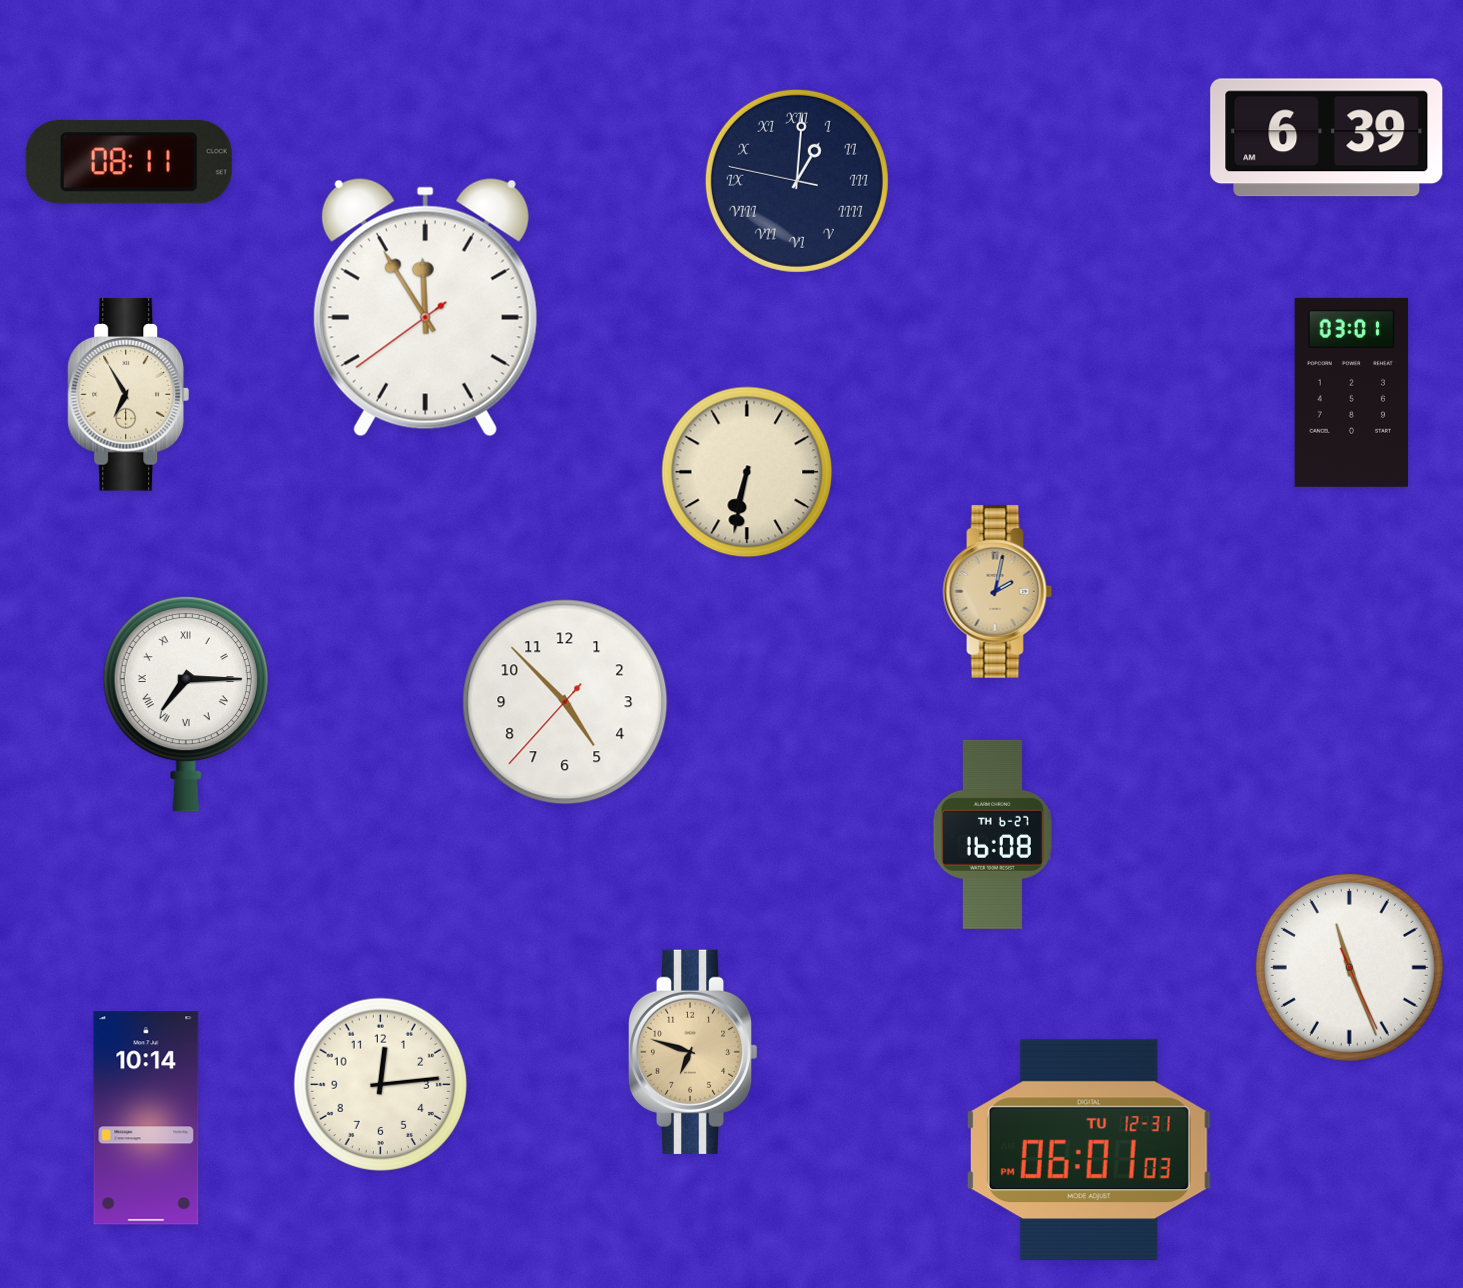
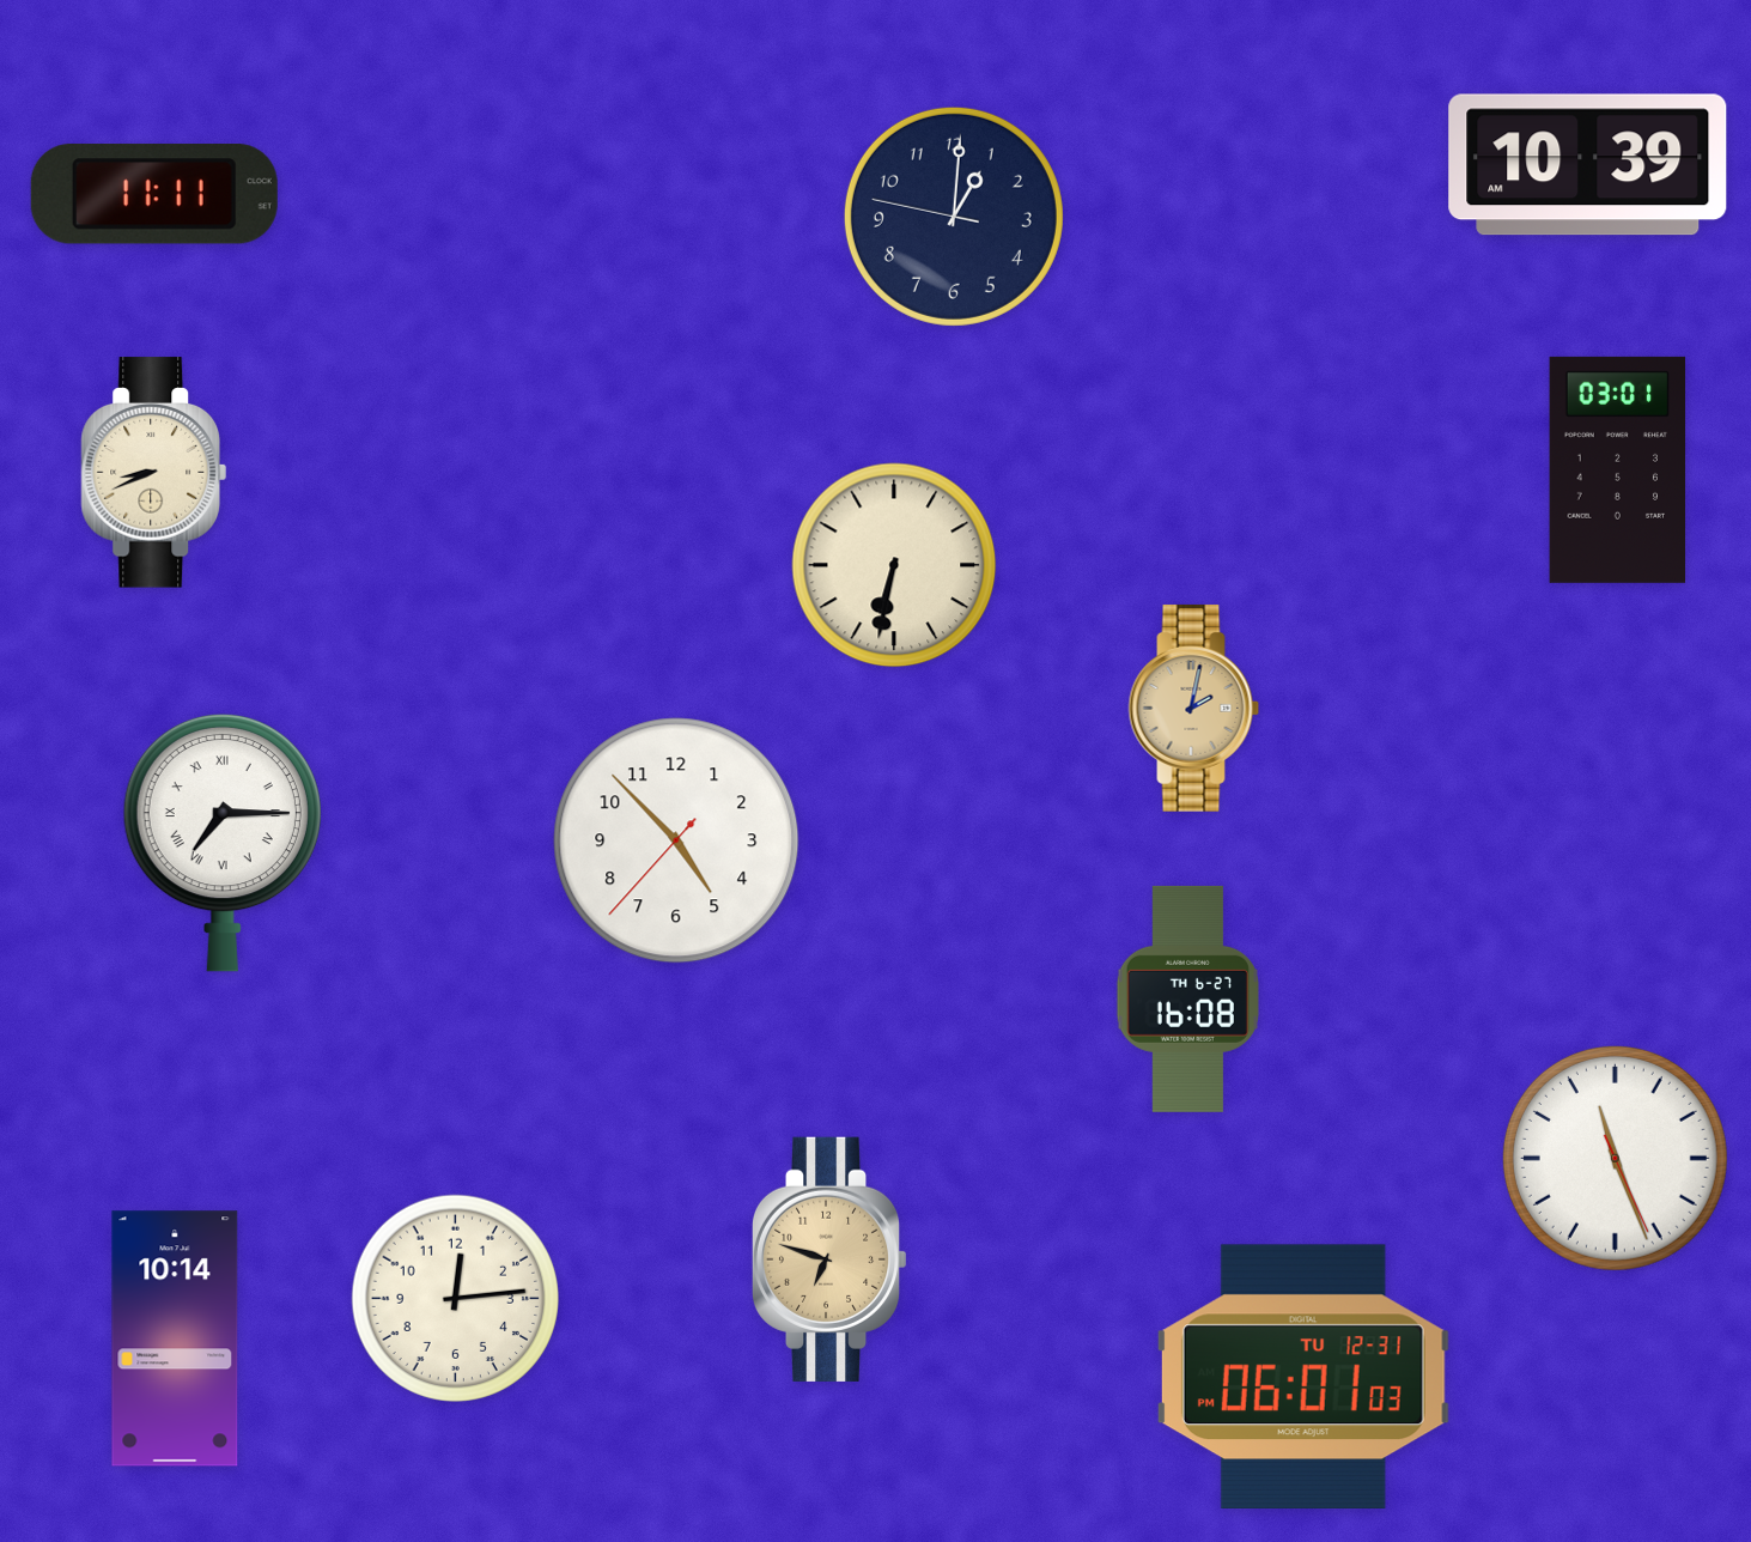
clock at (1327, 138): 6:39 -> 10:39
clock at (129, 162): 08:11 -> 11:11
clock at (797, 181) numerals: Roman -> Arabic
clock at (425, 308): 11:54 -> none
clock at (128, 395): 6:55 -> 8:41
